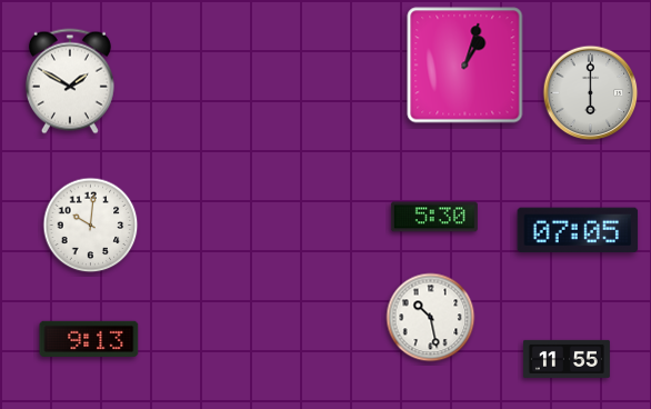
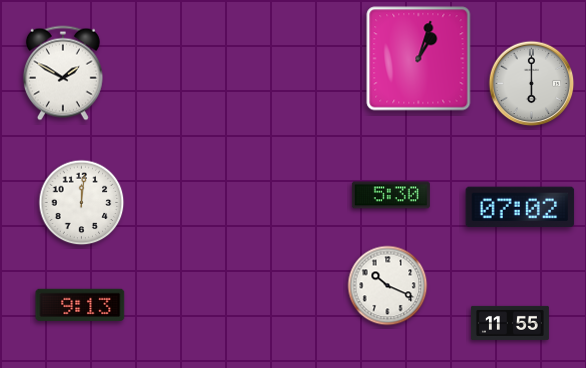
clock at (91, 226): 10:01 -> 12:01
clock at (578, 230): 07:05 -> 07:02
clock at (431, 318): 10:28 -> 10:19
